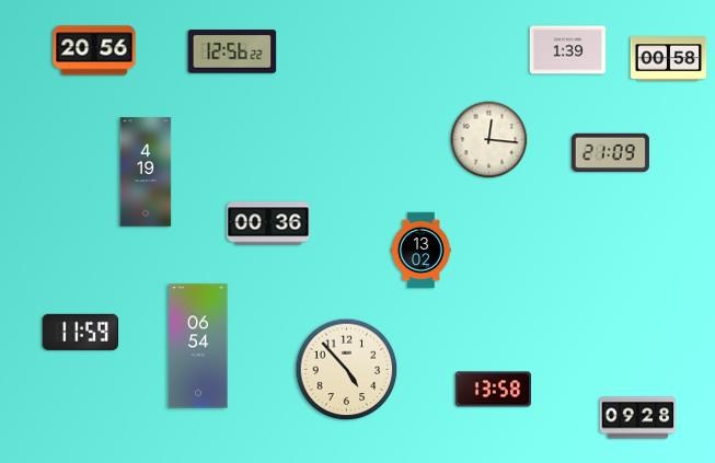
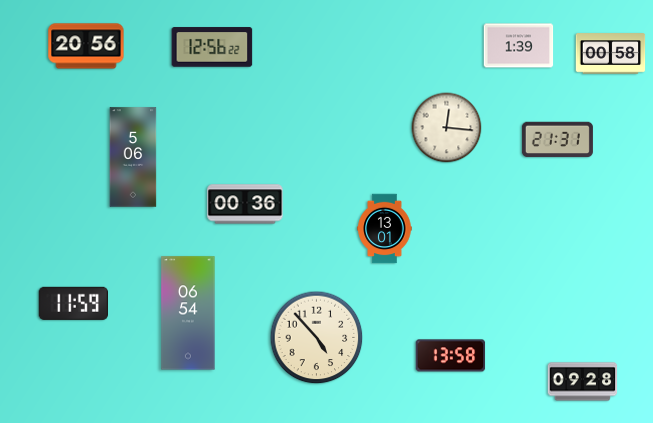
clock at (610, 153): 21:09 -> 21:31
clock at (146, 172): 4:19 -> 5:06
clock at (422, 251): 13:02 -> 13:01
clock at (198, 346) position: (198, 346) -> (188, 313)
